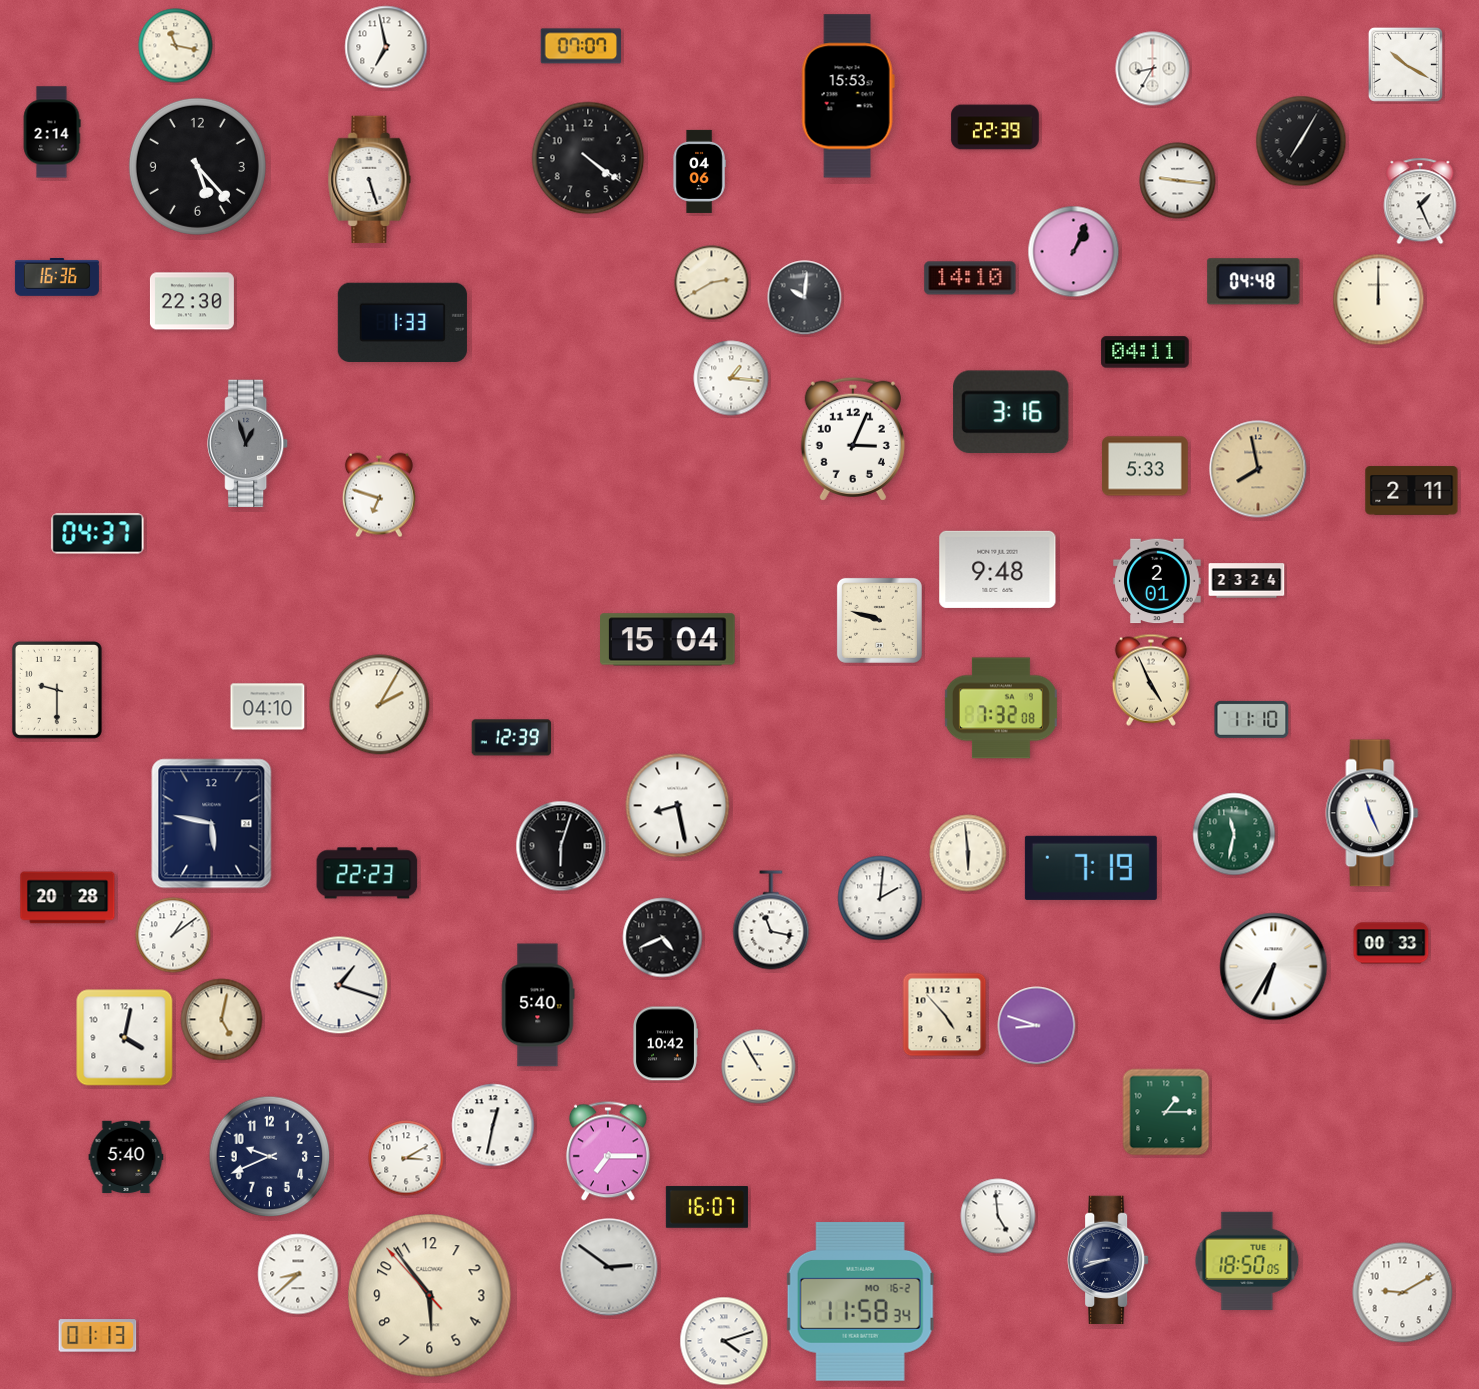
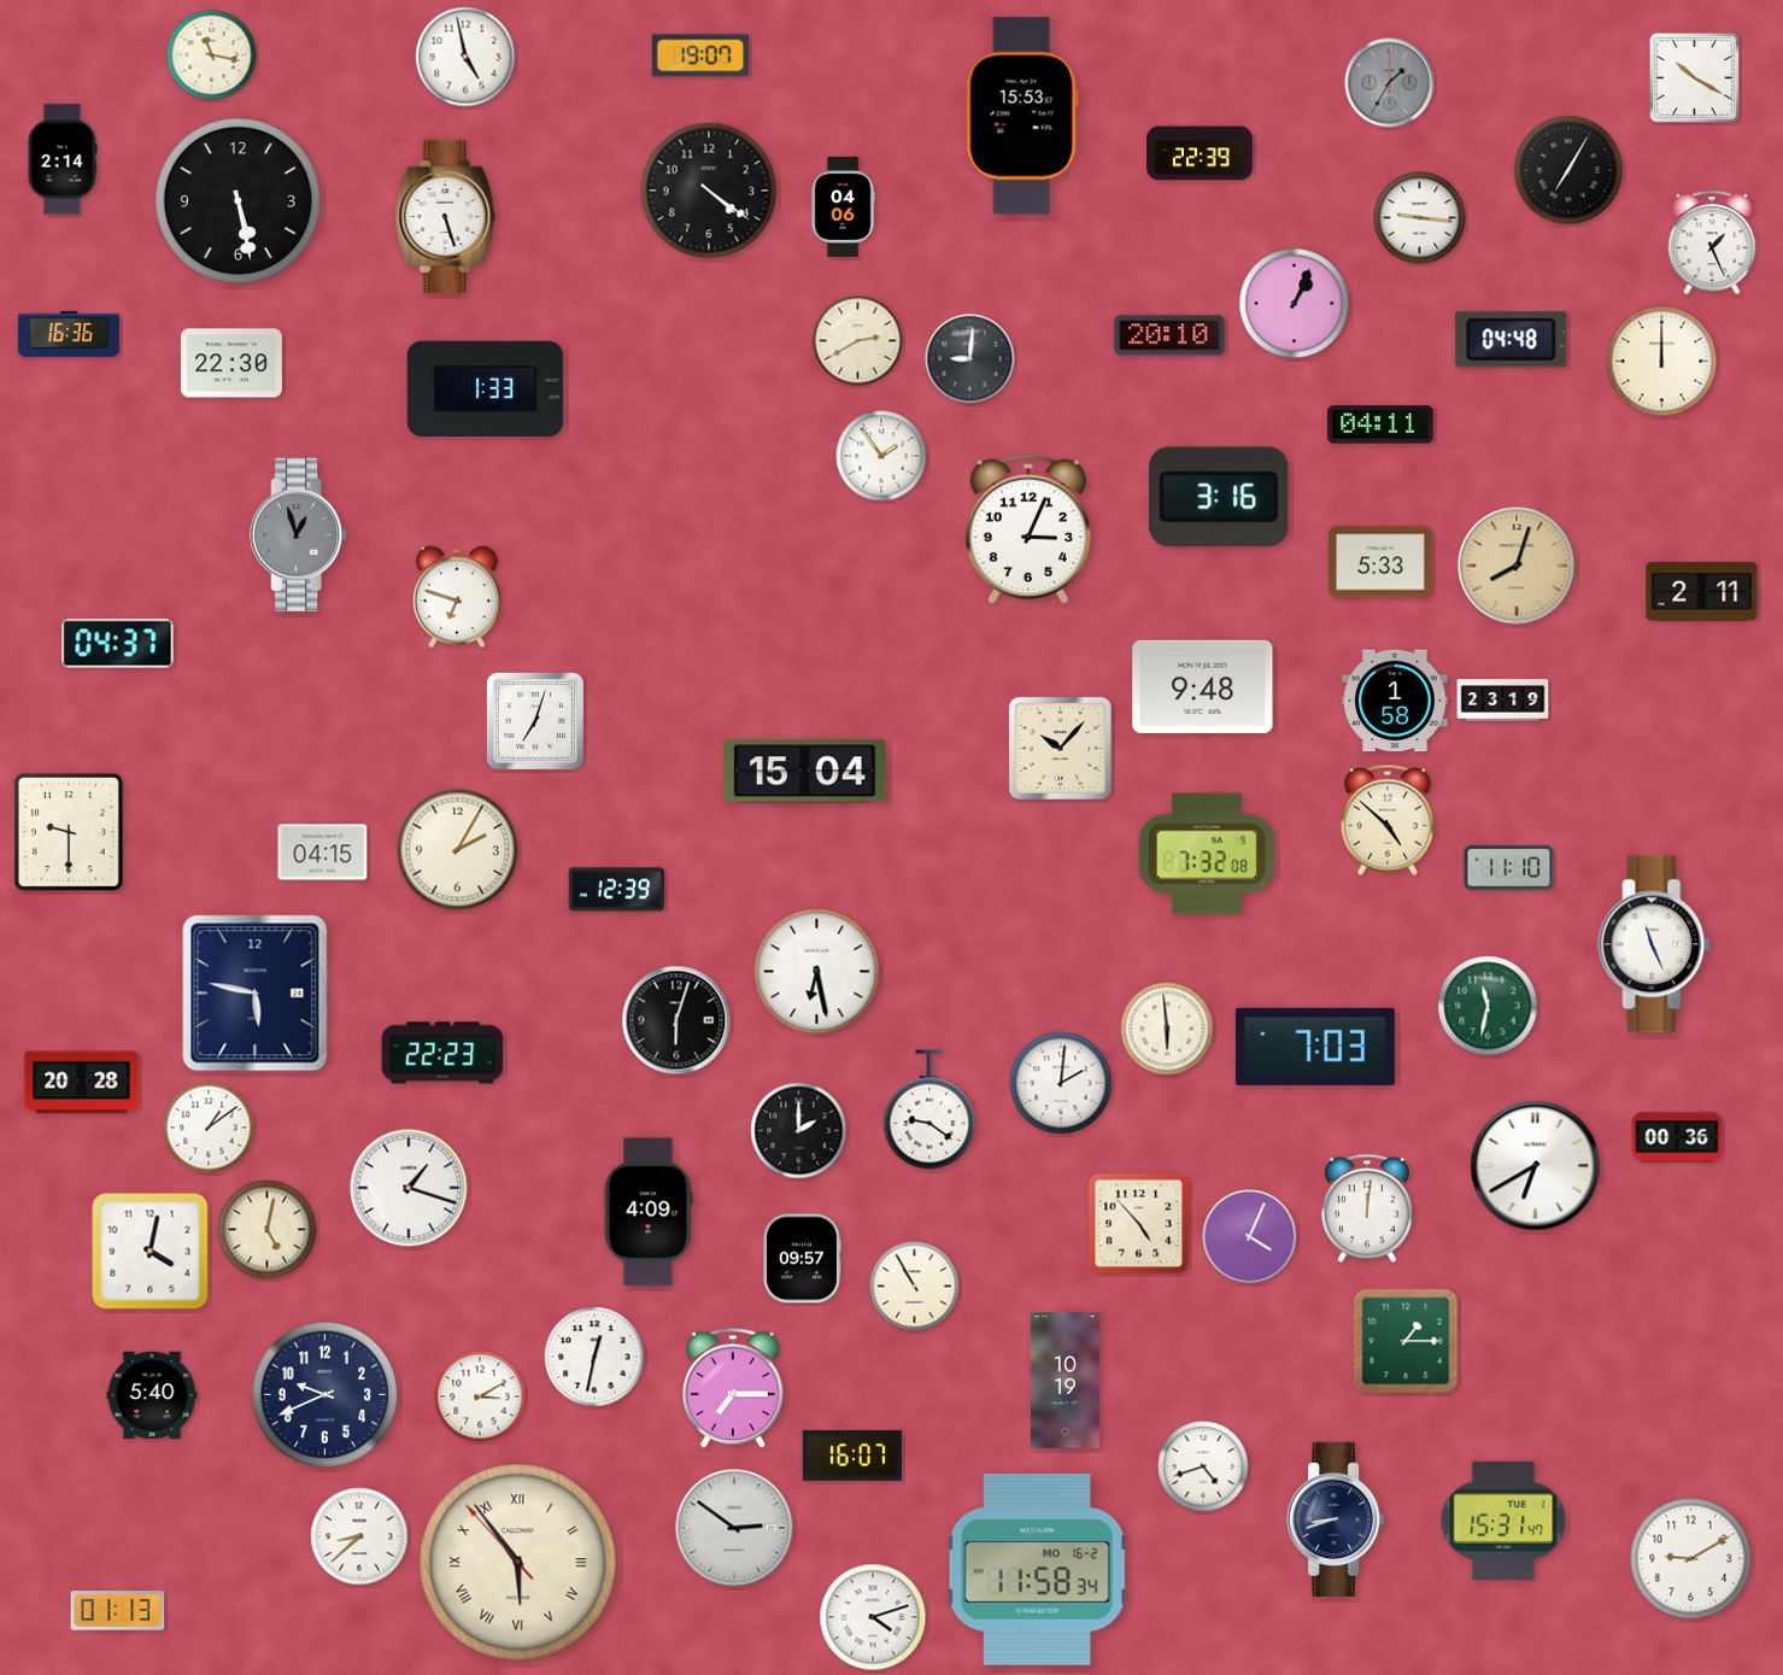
clock at (581, 46): 07:07 -> 19:07
clock at (386, 47): 6:58 -> 4:58
clock at (1153, 69): 8:35 -> 1:35
clock at (1153, 69) dial: white -> grey
clock at (197, 166): 5:23 -> 5:28
clock at (970, 278): 14:10 -> 20:10
clock at (805, 298): 10:01 -> 9:01
clock at (731, 378): 1:16 -> 1:54
clock at (1258, 469): 7:58 -> 8:03
clock at (1157, 581): 2:01 -> 1:58
clock at (1247, 581): 23:24 -> 23:19
clock at (535, 721): none -> 7:03
clock at (879, 620): 9:48 -> 10:07
clock at (1150, 680): 4:56 -> 4:52
clock at (268, 707): 04:10 -> 04:15
clock at (678, 806): 8:28 -> 6:28
clock at (1372, 813) position: (1372, 813) -> (1654, 944)
clock at (1091, 868): 7:19 -> 7:03
clock at (771, 920): 11:17 -> 9:21
clock at (663, 938): 4:41 -> 2:00
clock at (1391, 943): 00:33 -> 00:36
clock at (1274, 967): 6:35 -> 6:40
clock at (1367, 1208): none -> 12:01
clock at (538, 1005): 5:40 -> 4:09
clock at (1037, 1026): 8:48 -> 4:04
clock at (665, 1044): 10:42 -> 09:57
clock at (1064, 1381): none -> 10:19
clock at (406, 1158) position: (406, 1158) -> (480, 1396)
clock at (998, 1216): 4:59 -> 4:42
clock at (1247, 1261): 18:50 -> 15:31
clock at (430, 1296) numerals: Arabic -> Roman
